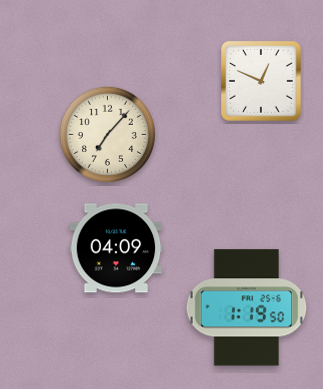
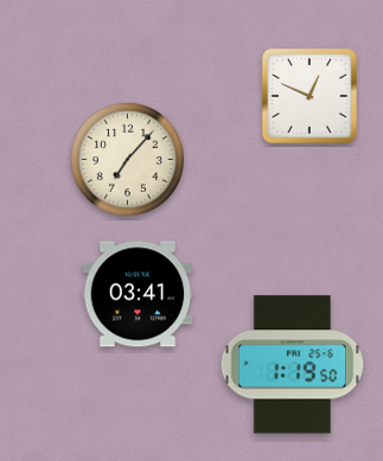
clock at (116, 248): 04:09 -> 03:41
